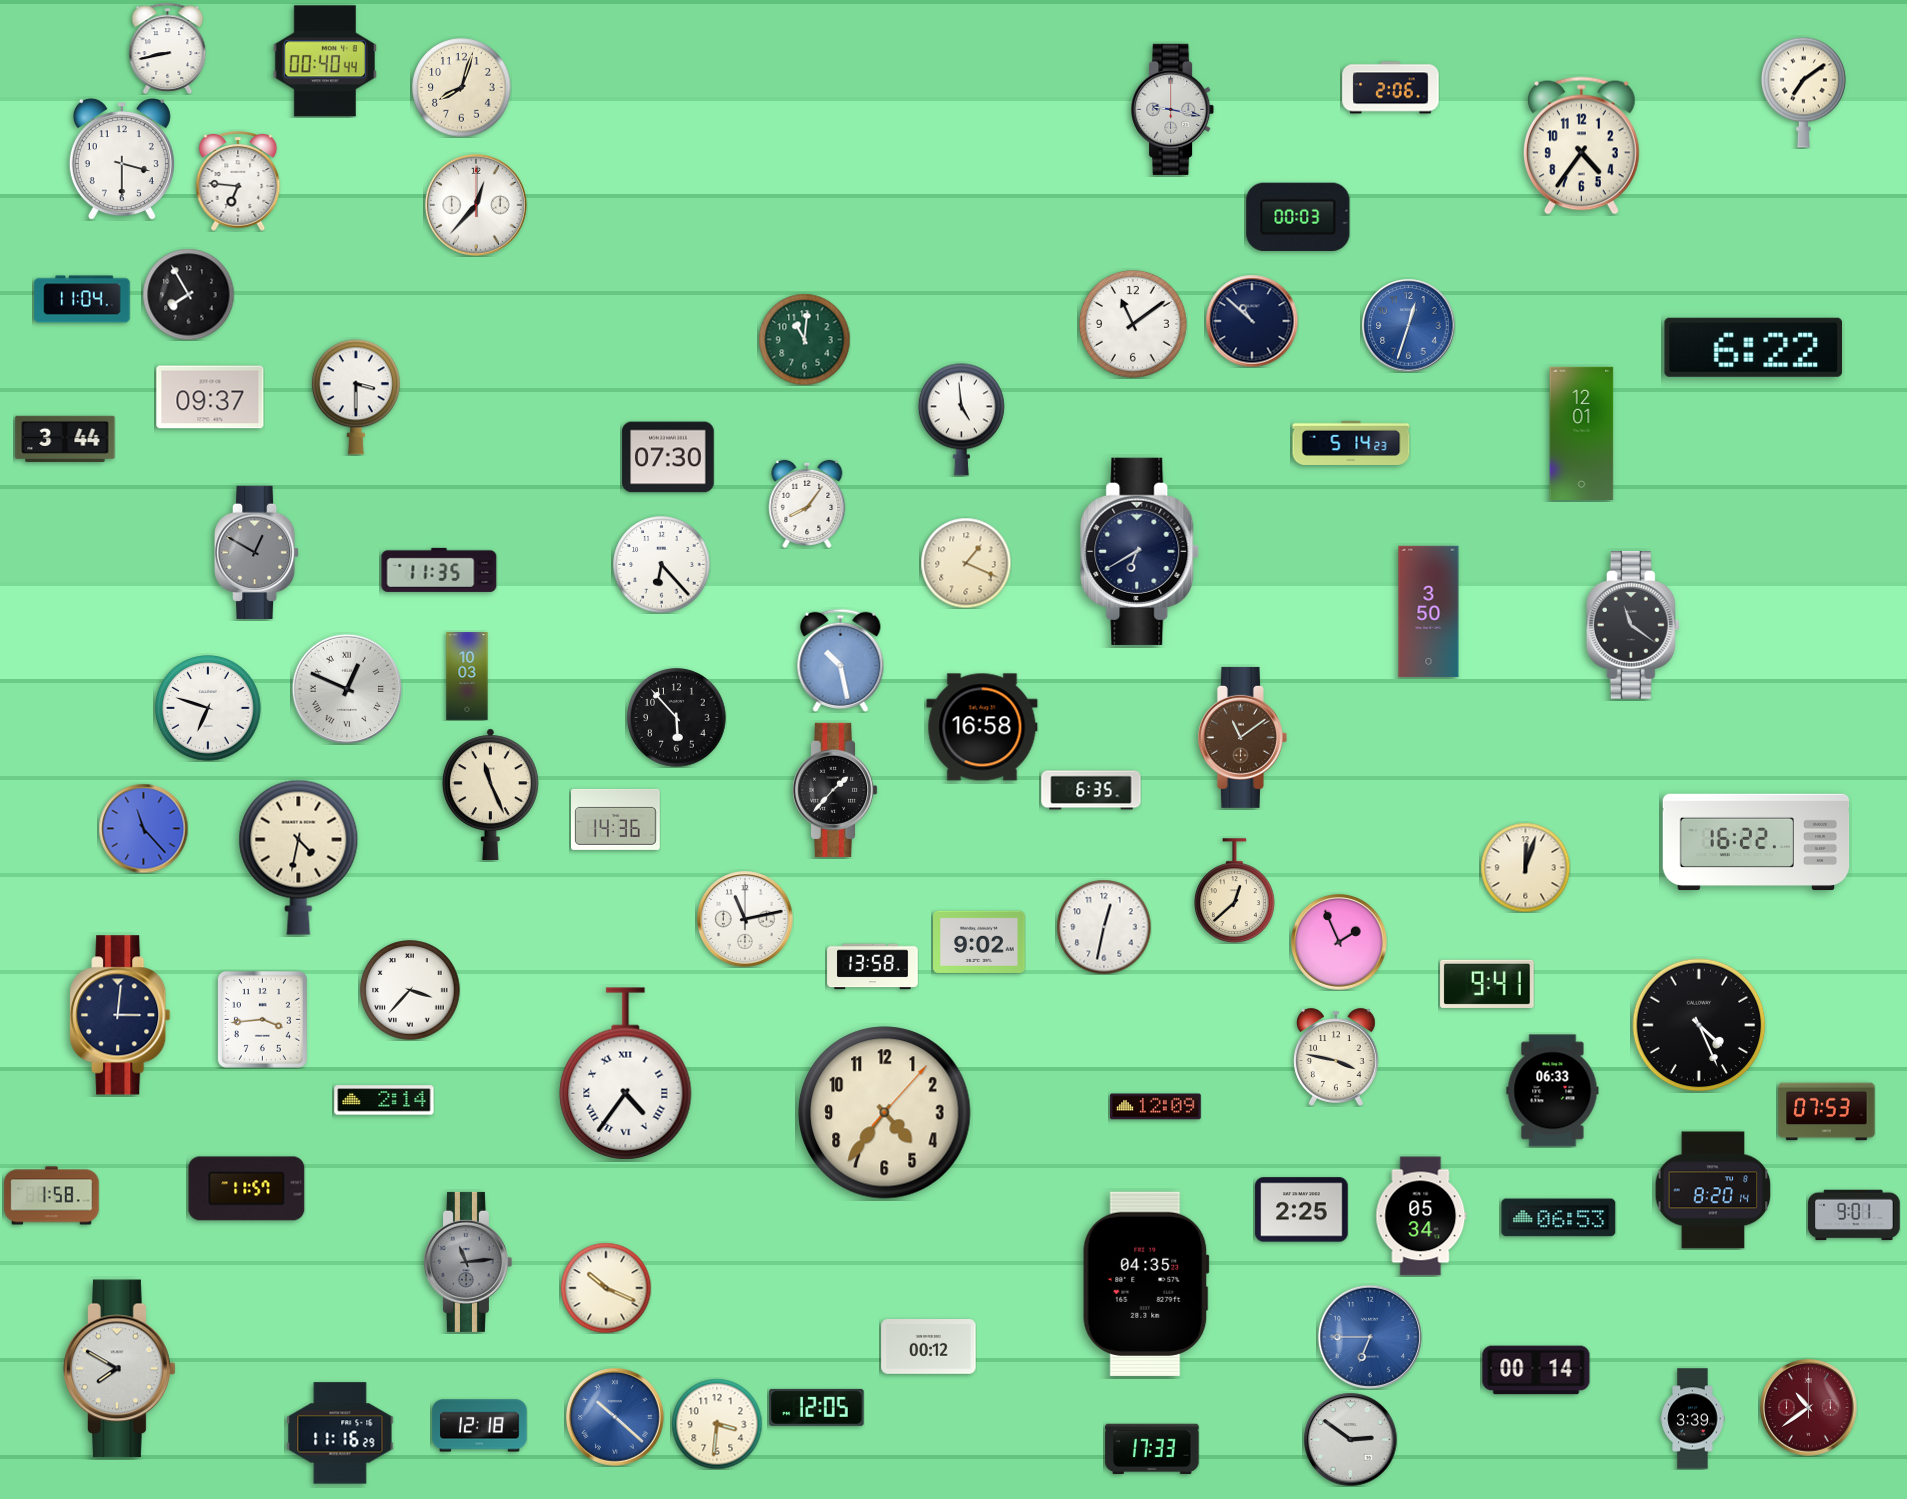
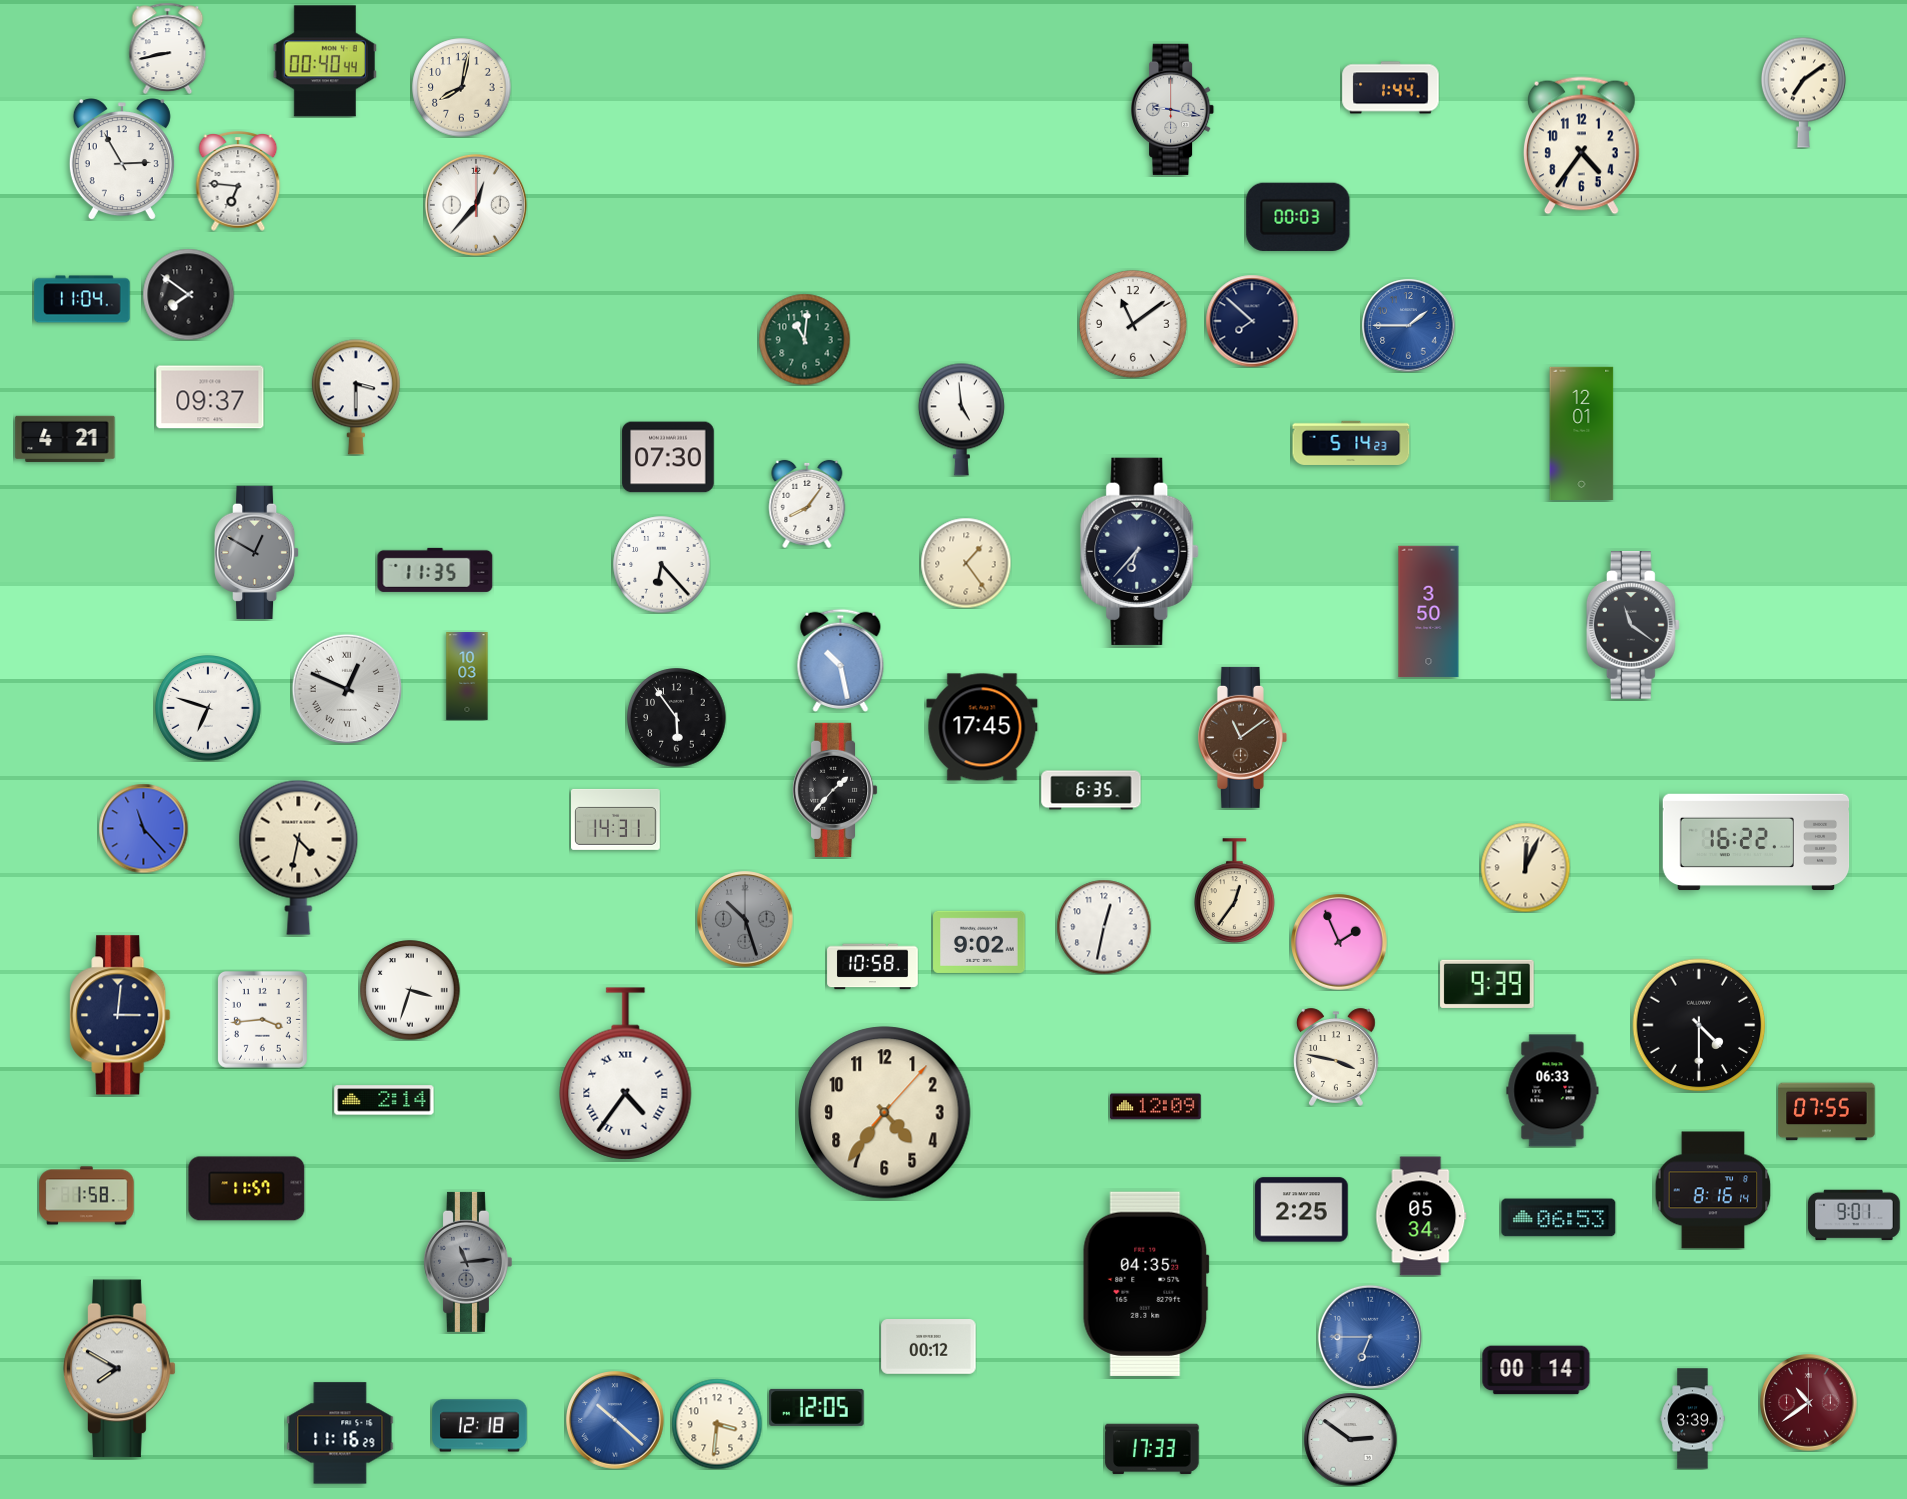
clock at (462, 88): 8:03 -> 8:02
clock at (1391, 88): 2:06 -> 1:44
clock at (122, 159): 3:30 -> 2:55
clock at (188, 294): 7:55 -> 7:51
clock at (1252, 321): 10:52 -> 7:52
clock at (1408, 325): 12:33 -> 1:45
clock at (1754, 347): 6:22 -> none
clock at (65, 438): 3:44 -> 4:21
clock at (1140, 551): 6:40 -> 6:37
clock at (966, 563): 1:19 -> 1:24
clock at (439, 570) position: (439, 570) -> (435, 570)
clock at (677, 718): 5:53 -> 5:54
clock at (982, 727): 16:58 -> 17:45
clock at (490, 794): 11:26 -> none
clock at (616, 819): 14:36 -> 14:31
clock at (1525, 867): 12:03 -> 12:04
clock at (1235, 890): 12:38 -> 12:36
clock at (745, 919): 11:13 -> 10:27
clock at (745, 919) dial: white -> grey
clock at (873, 967): 13:58 -> 10:58
clock at (1487, 984): 9:41 -> 9:39
clock at (410, 990): 3:37 -> 3:33
clock at (1699, 1025): 4:26 -> 4:30
clock at (1827, 1112): 07:53 -> 07:55
clock at (1713, 1190): 8:20 -> 8:16
clock at (52, 1196) position: (52, 1196) -> (87, 1196)
clock at (606, 1288): 10:19 -> none
clock at (1809, 1408) position: (1809, 1408) -> (1809, 1403)
clock at (615, 1417) position: (615, 1417) -> (615, 1420)
